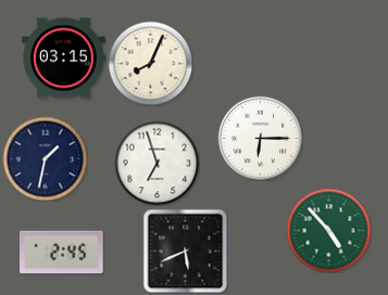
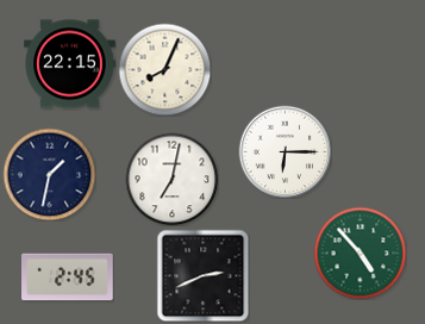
clock at (64, 59): 03:15 -> 22:15
clock at (157, 163): 6:57 -> 7:02
clock at (185, 251): 5:41 -> 2:41
